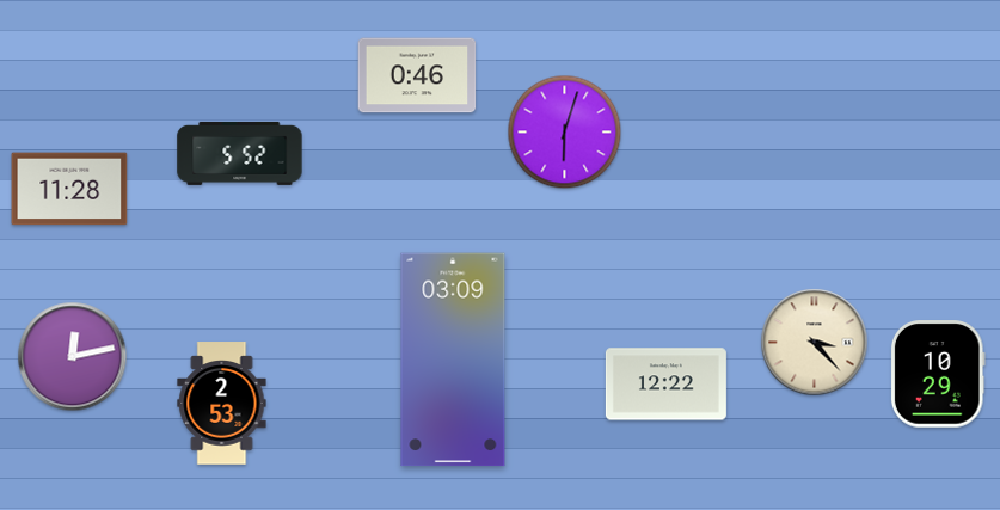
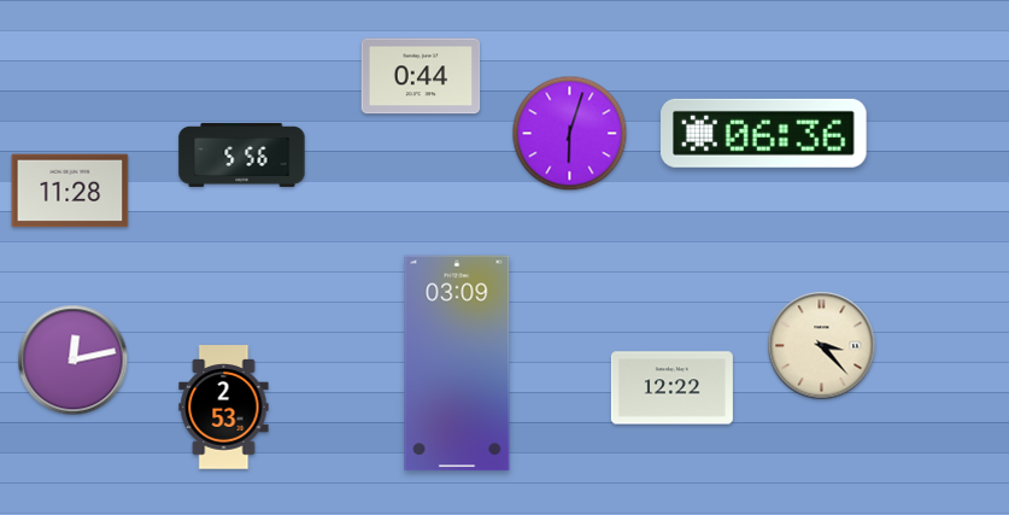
clock at (417, 75): 0:46 -> 0:44
clock at (764, 133): none -> 06:36
clock at (240, 153): 5:52 -> 5:56
clock at (938, 374): 10:29 -> none
